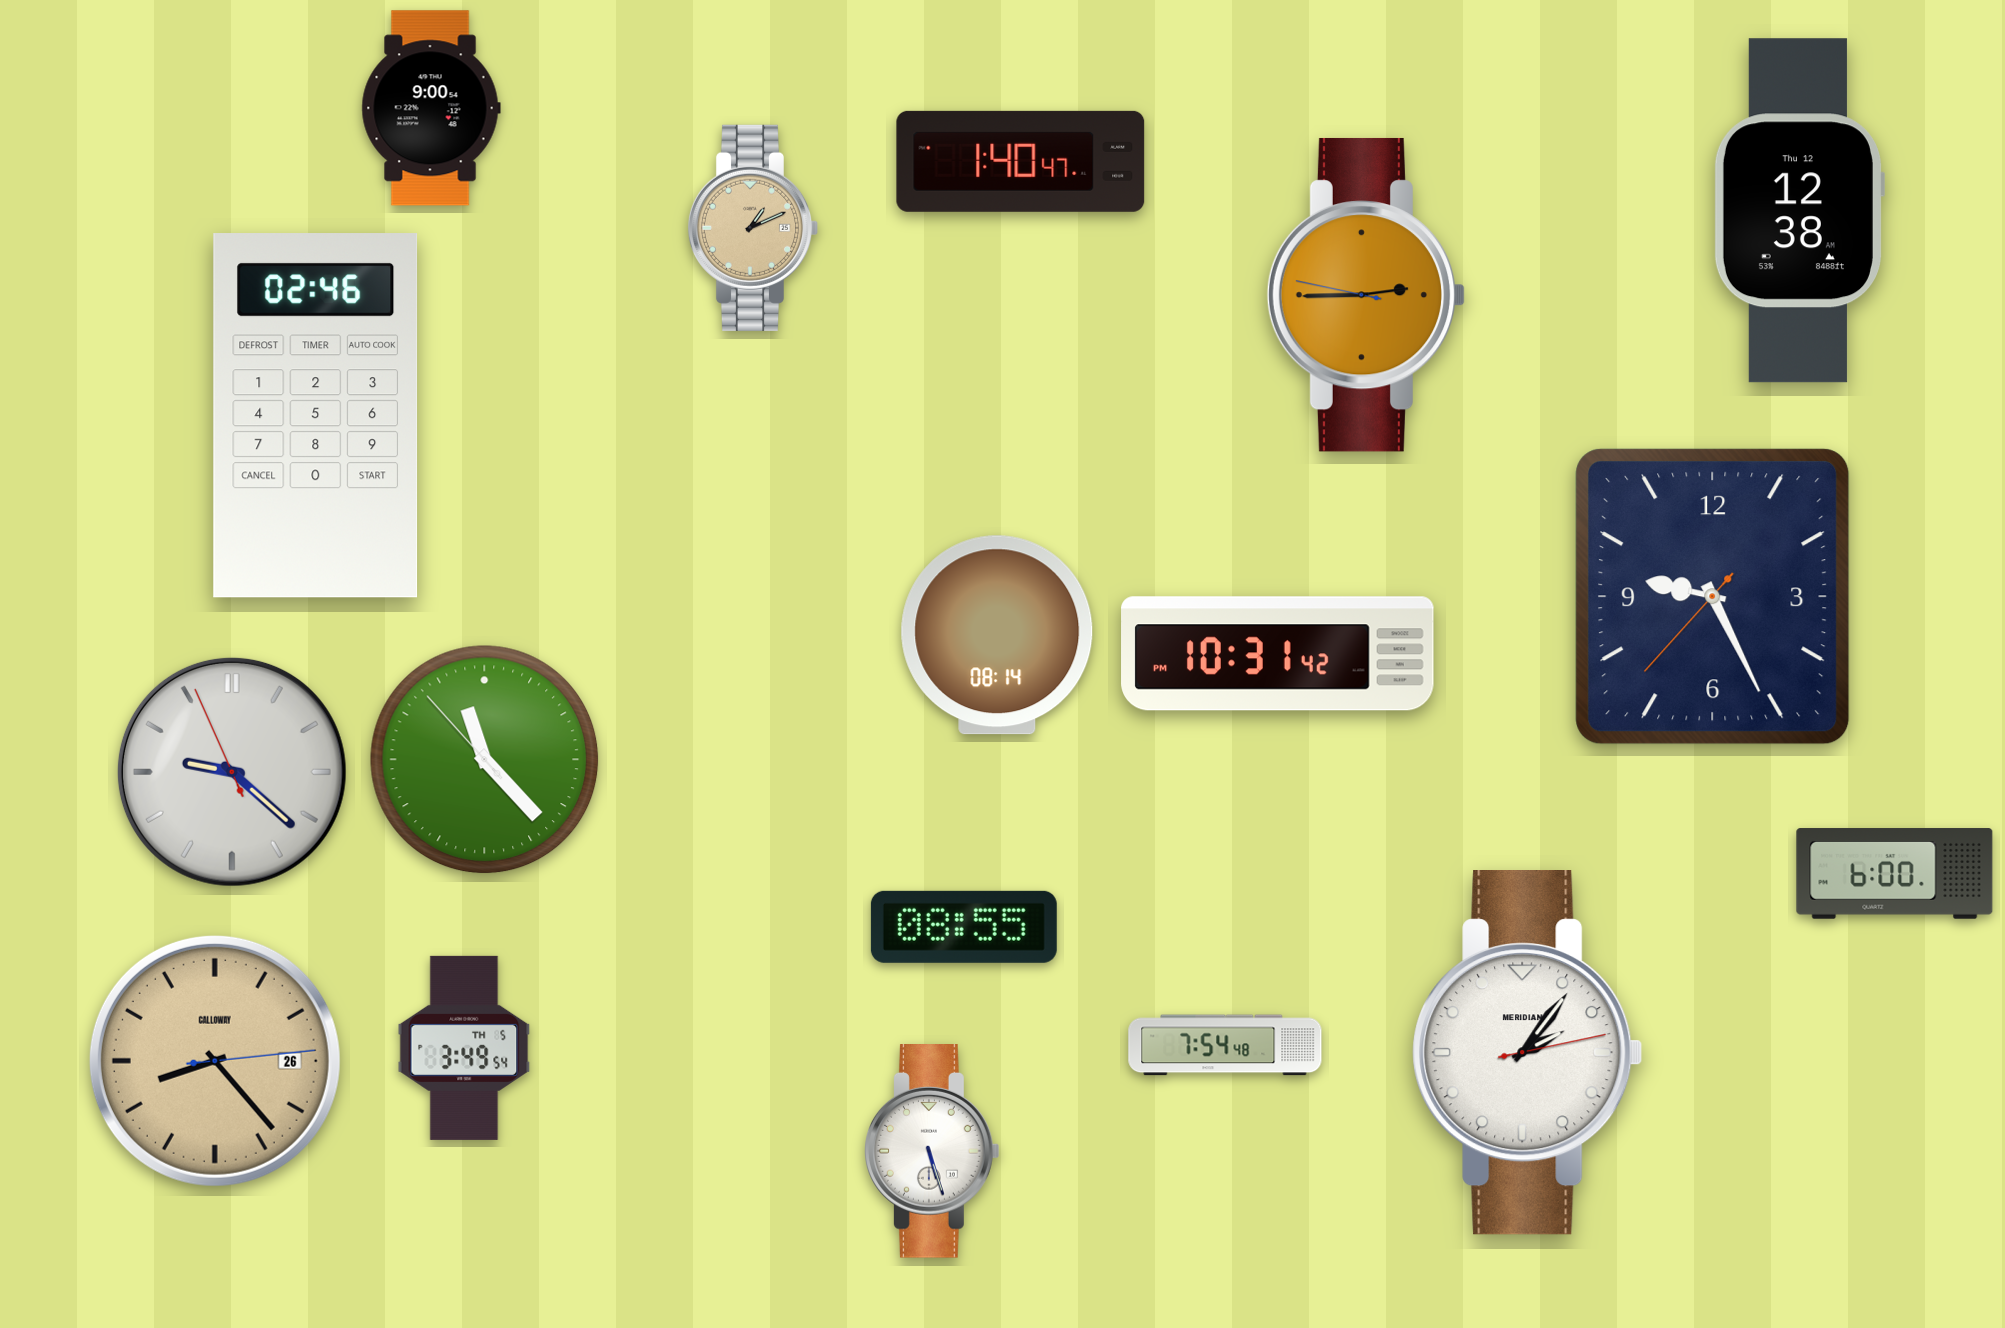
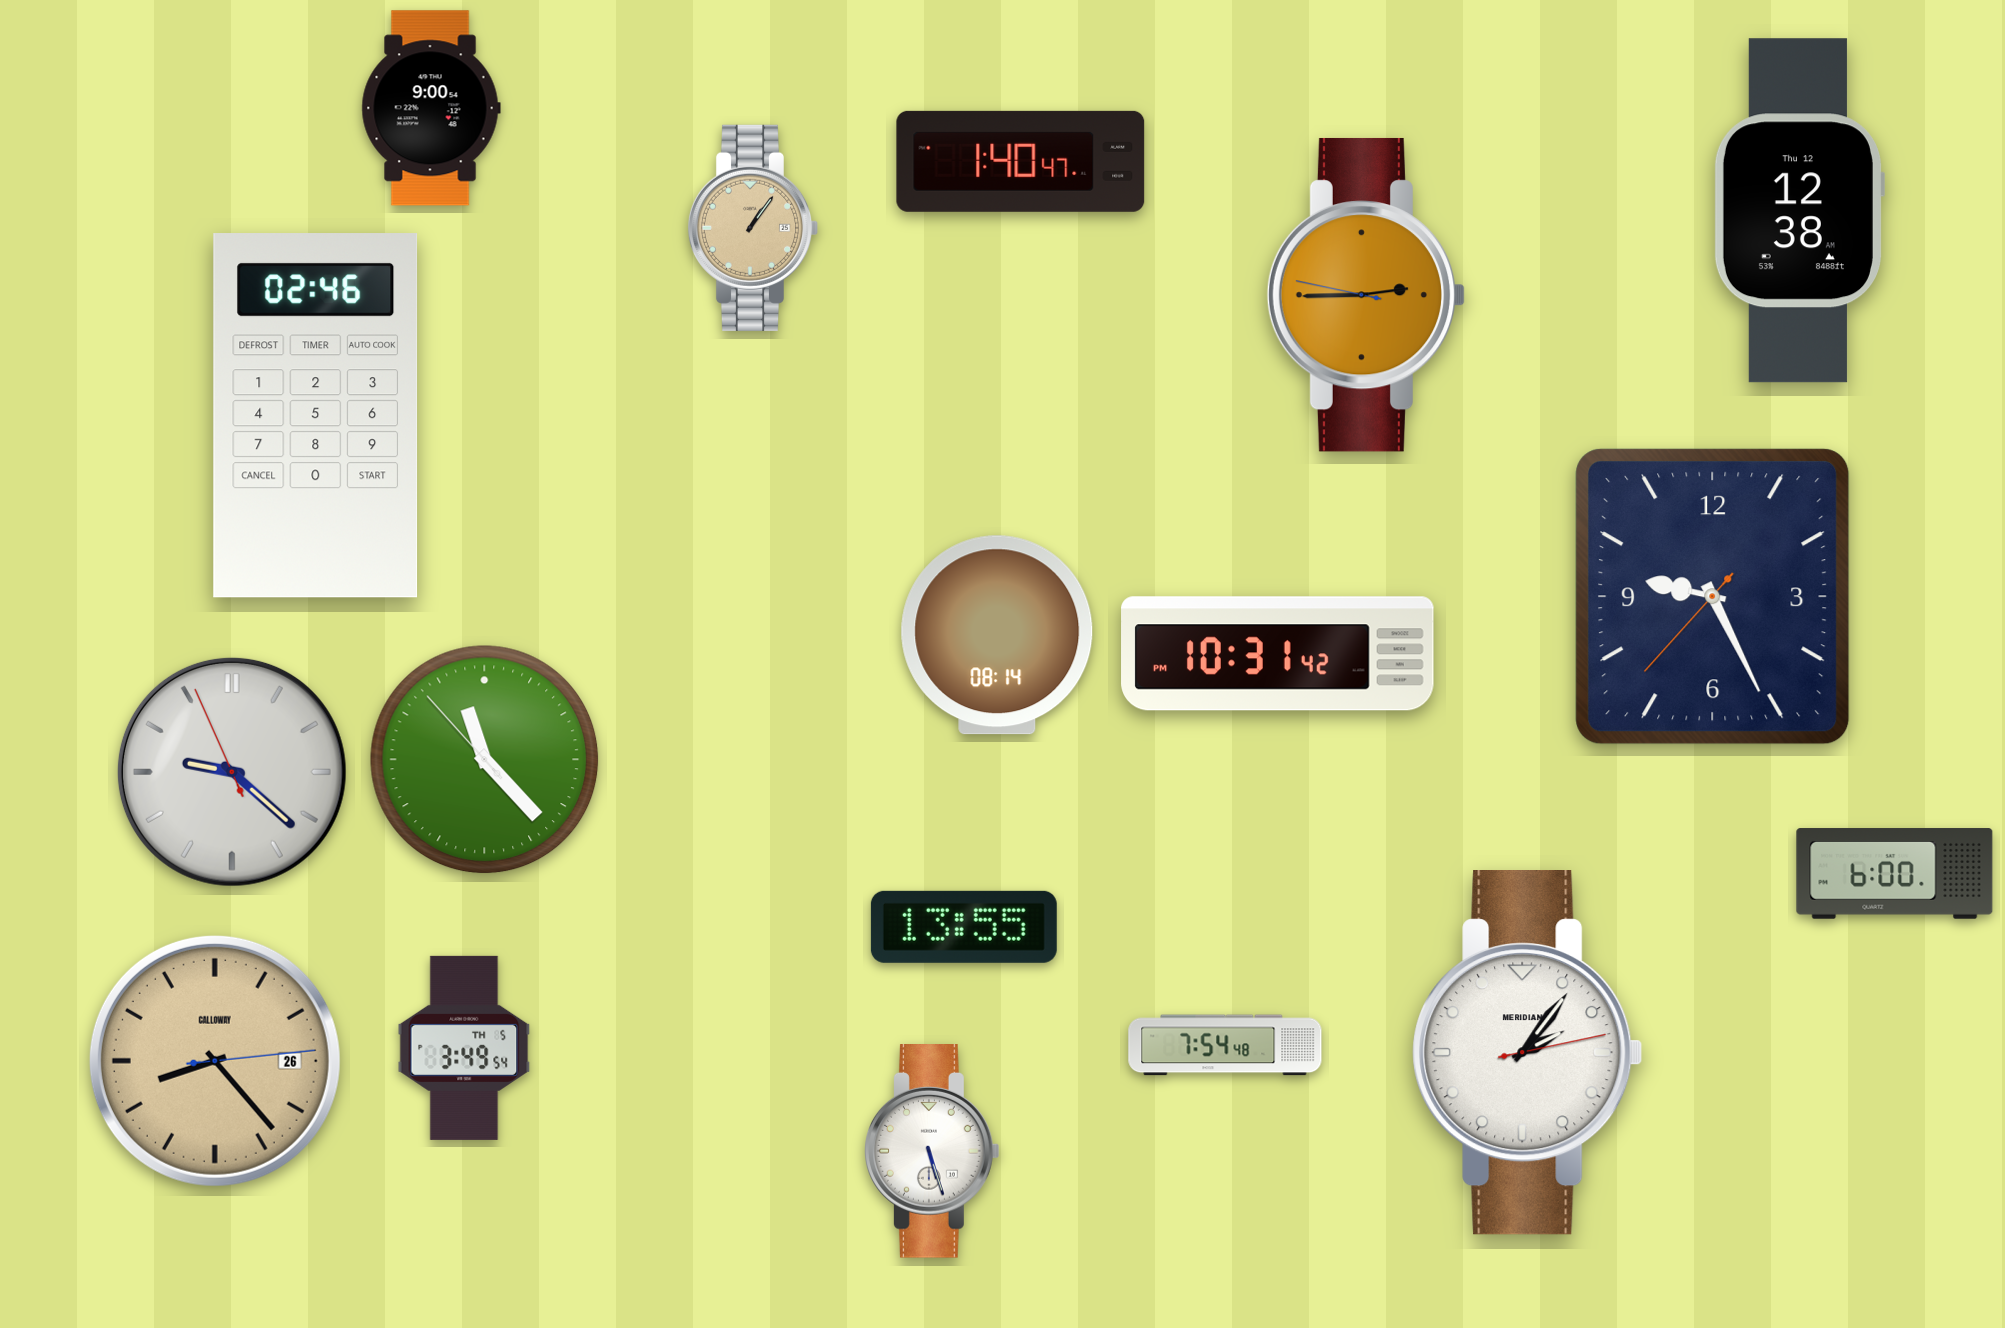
clock at (753, 228): 1:11 -> 1:06
clock at (964, 927): 08:55 -> 13:55
